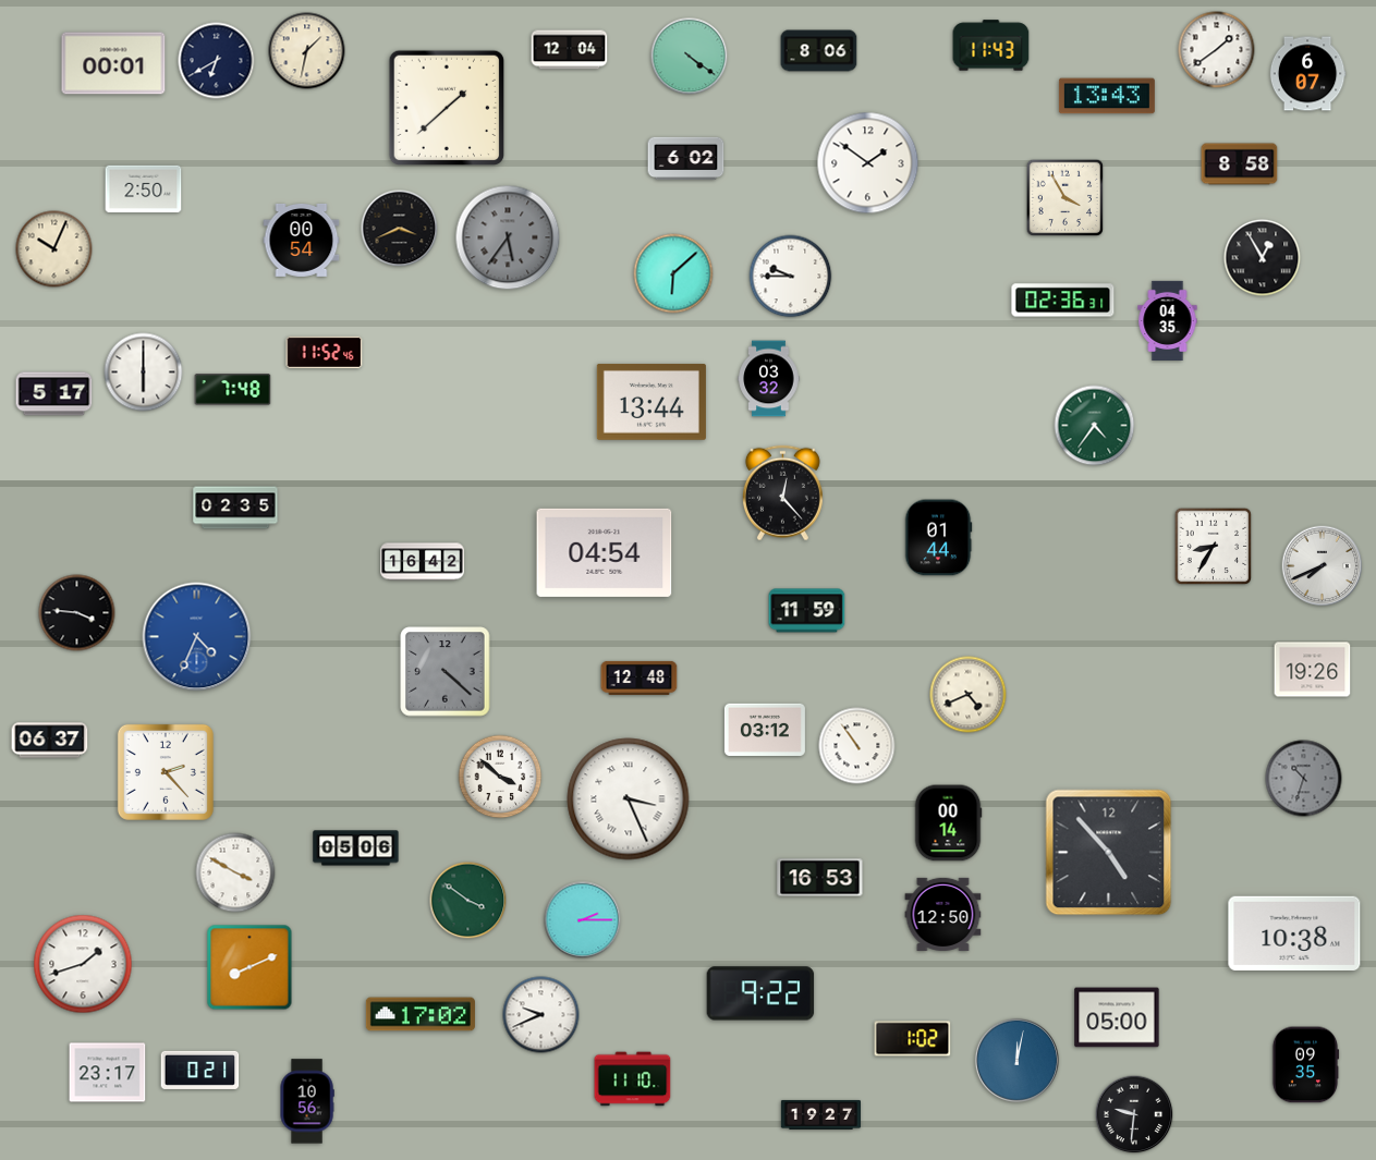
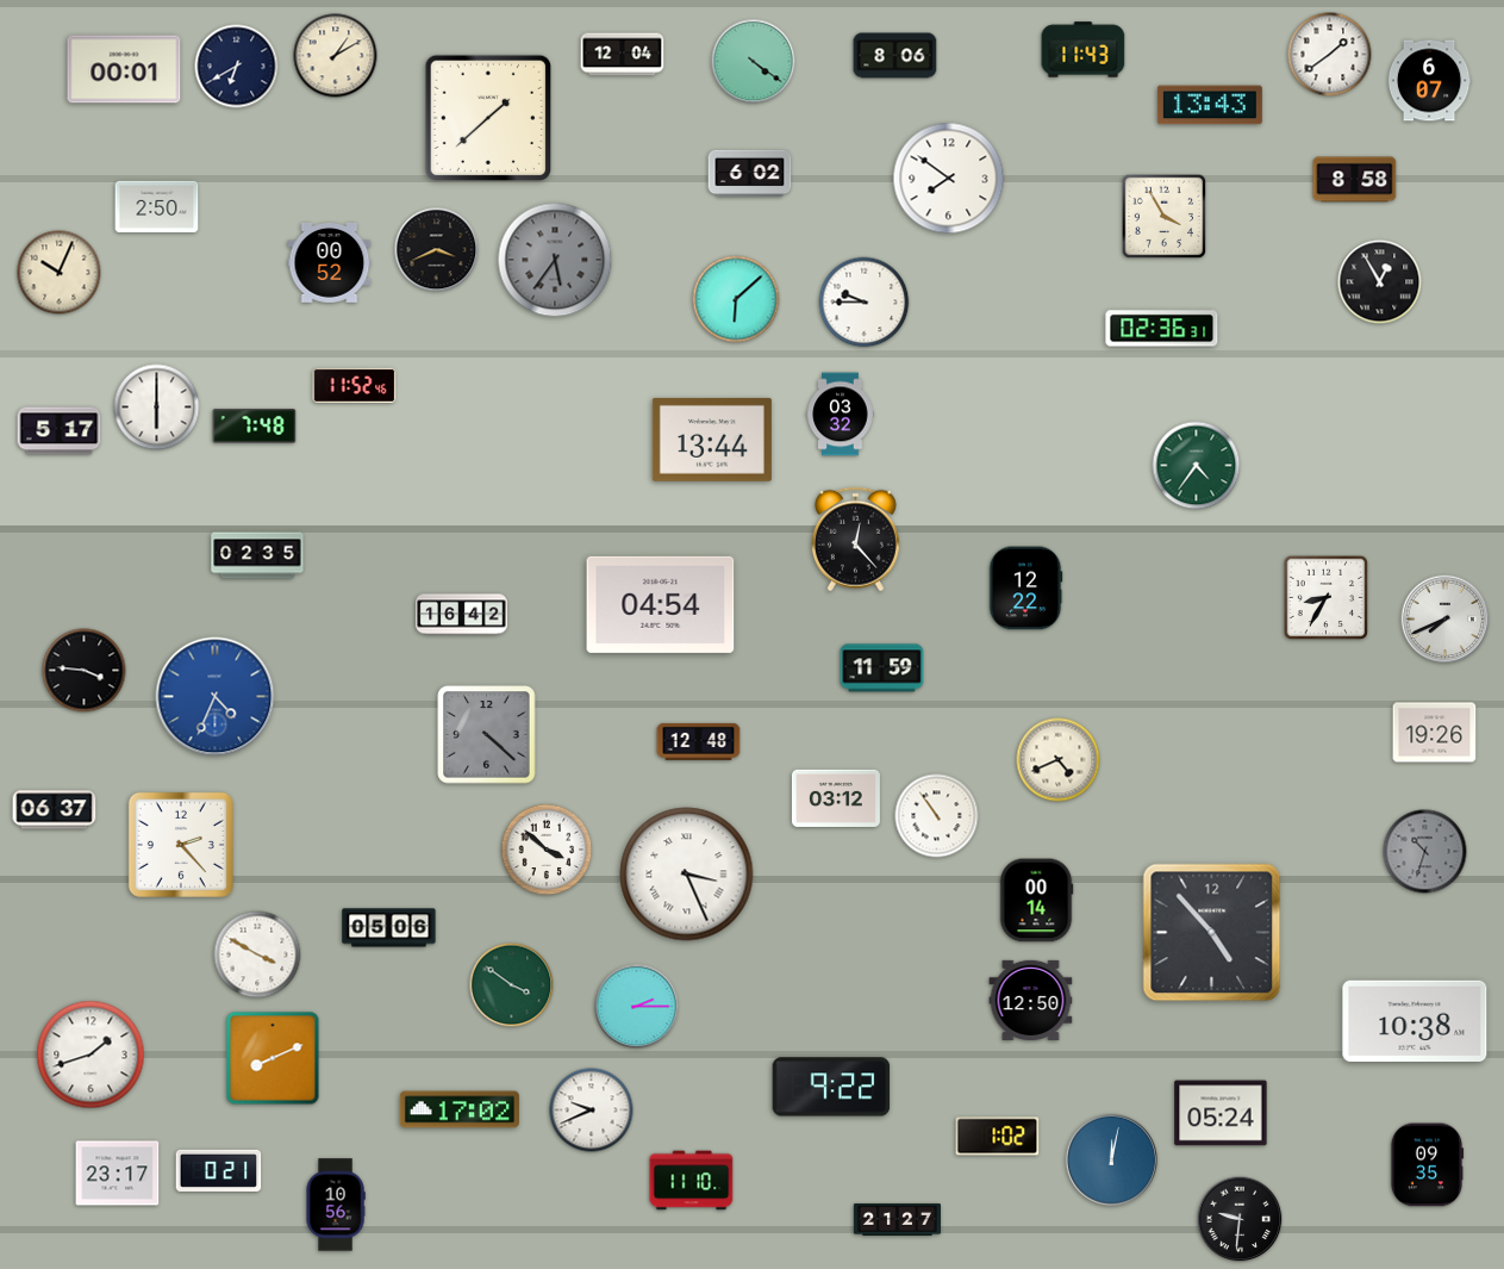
clock at (307, 51): 1:32 -> 1:10
clock at (868, 163): 1:51 -> 7:51
clock at (302, 241): 00:54 -> 00:52
clock at (1168, 320): 04:35 -> none
clock at (938, 538): 01:44 -> 12:22
clock at (820, 878): 16:53 -> none
clock at (1117, 1017): 05:00 -> 05:24
clock at (820, 1114): 19:27 -> 21:27
